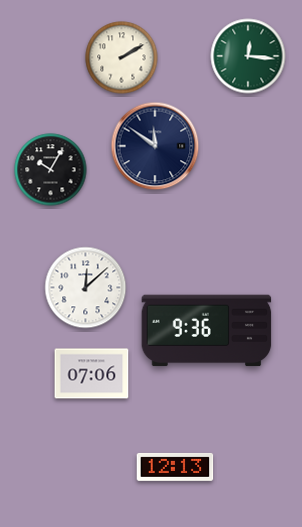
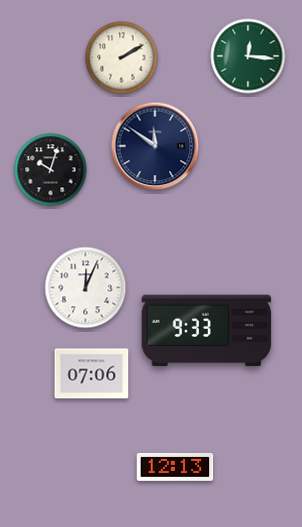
clock at (51, 170): 10:05 -> 10:03
clock at (86, 288): 12:08 -> 12:04
clock at (207, 331): 9:36 -> 9:33
